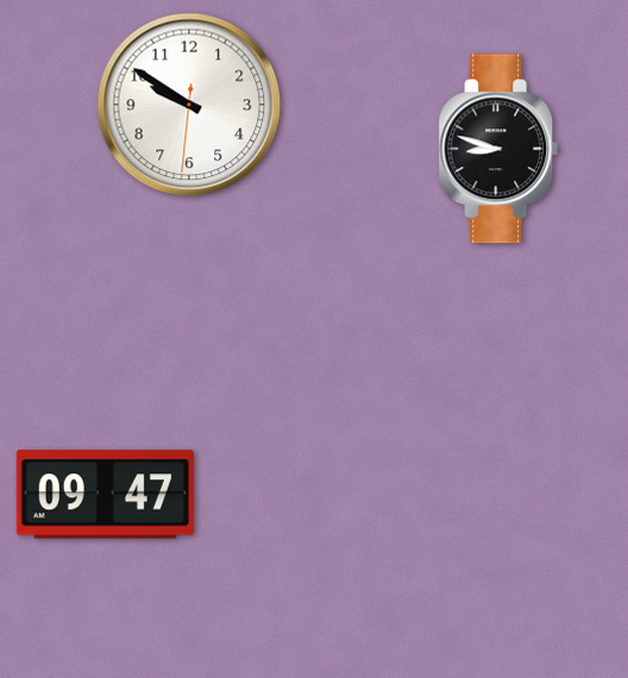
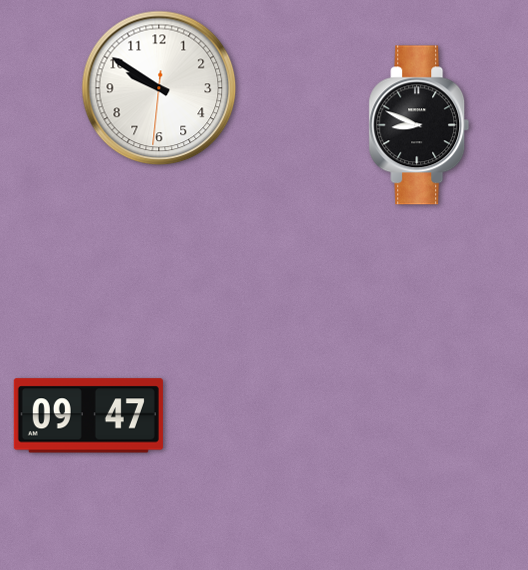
clock at (498, 149): 8:48 -> 8:49
